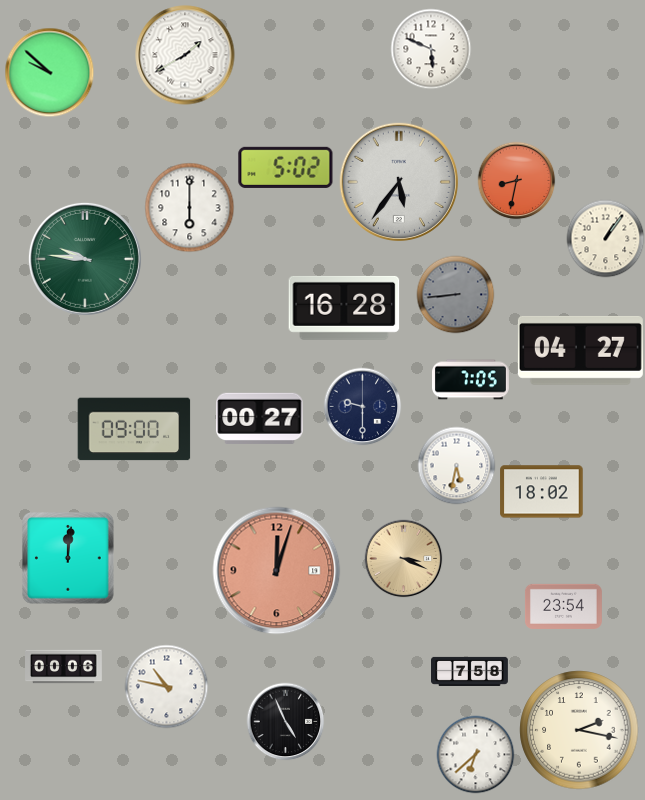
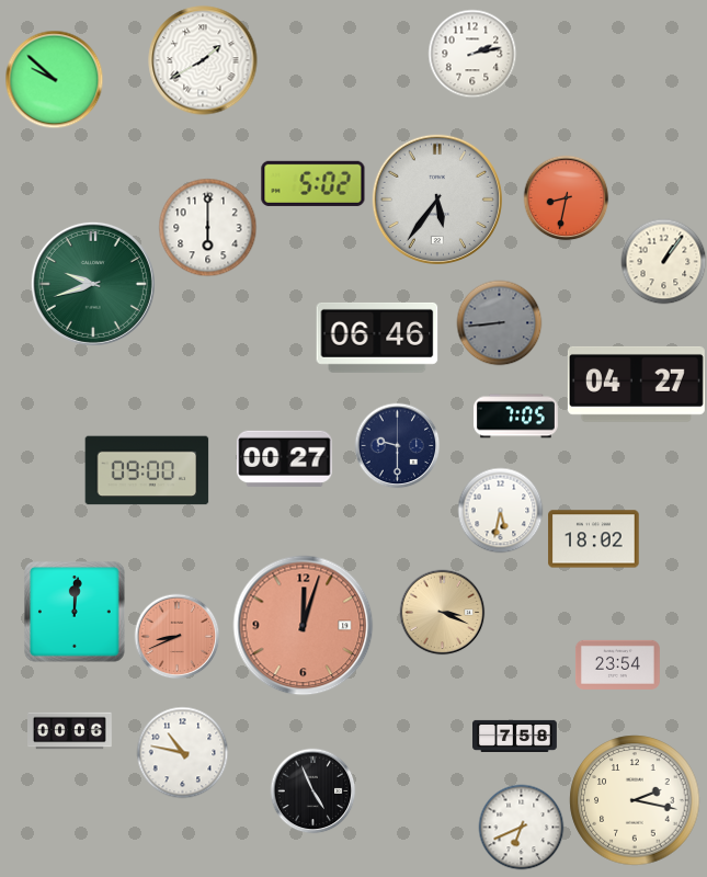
clock at (431, 49): 5:49 -> 2:13
clock at (85, 259): 9:46 -> 9:42
clock at (344, 308): 16:28 -> 06:46
clock at (176, 636): none -> 8:41
clock at (475, 754): 6:38 -> 6:41
